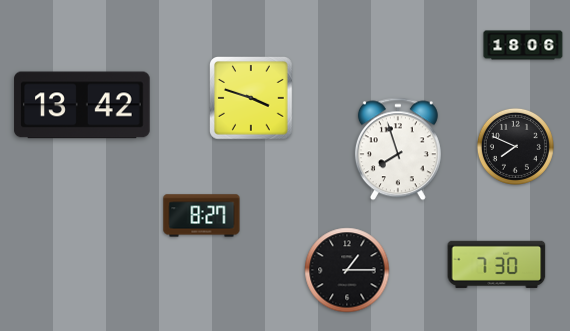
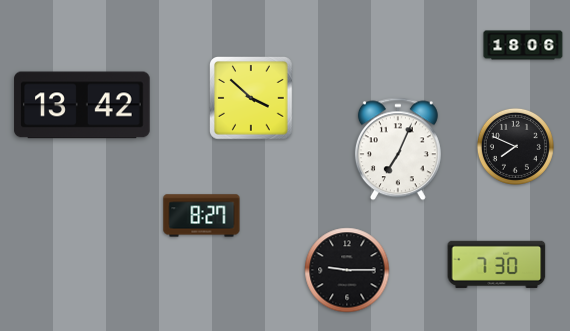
clock at (252, 99): 3:48 -> 3:52
clock at (398, 149): 7:57 -> 7:04
clock at (347, 270): 1:15 -> 9:15
